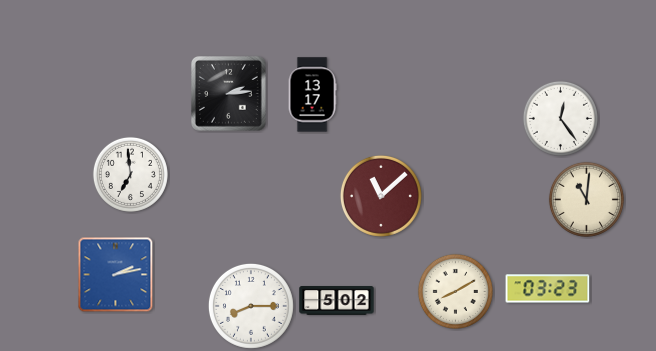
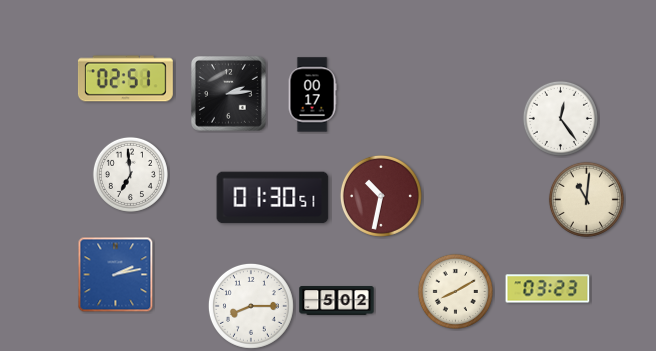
clock at (125, 79): none -> 02:51
clock at (312, 95): 13:17 -> 00:17
clock at (381, 196): 11:08 -> 10:32
clock at (273, 198): none -> 01:30
